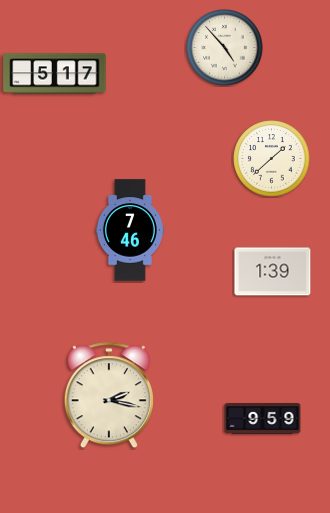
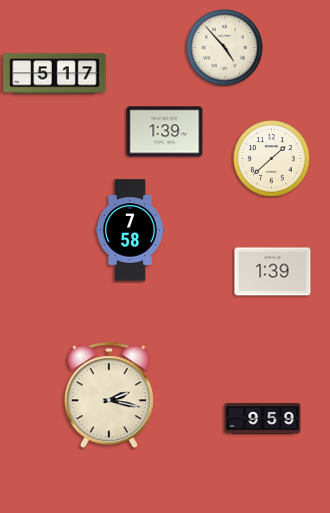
clock at (165, 132): none -> 1:39
clock at (130, 230): 7:46 -> 7:58
